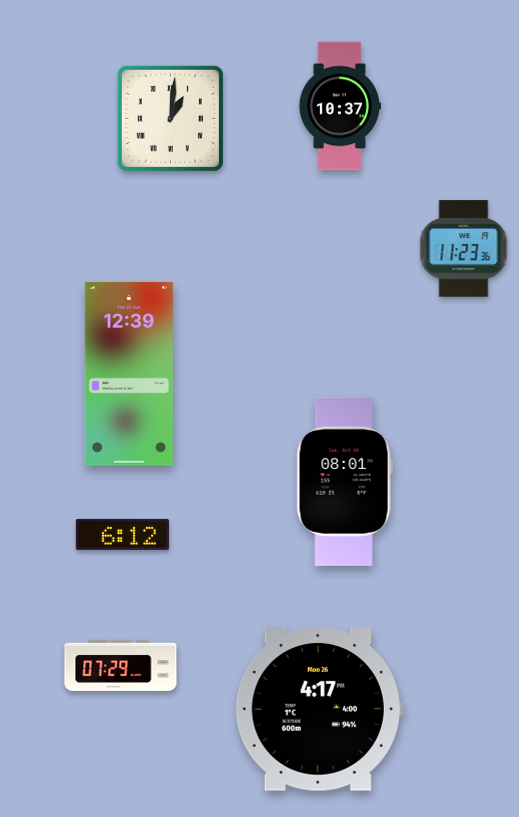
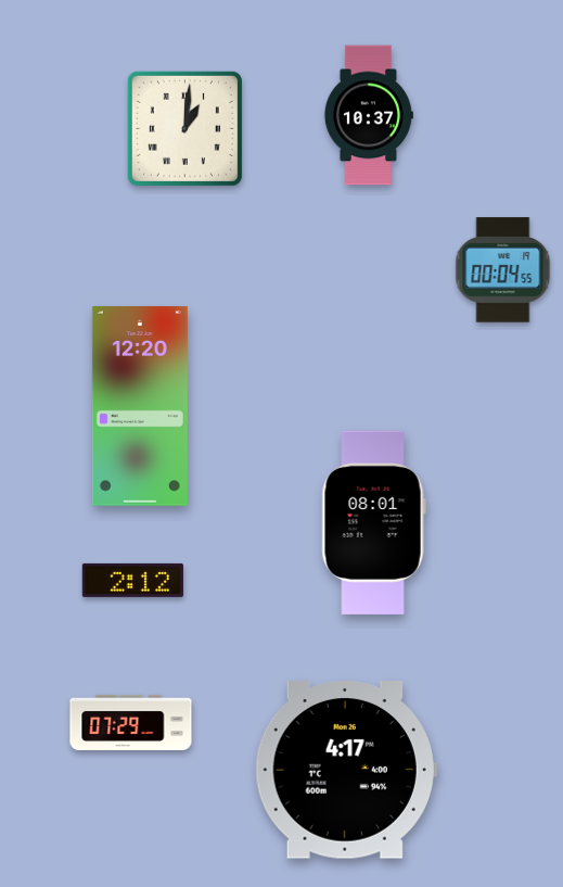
clock at (464, 249): 11:23 -> 00:04
clock at (129, 375): 12:39 -> 12:20
clock at (122, 534): 6:12 -> 2:12
